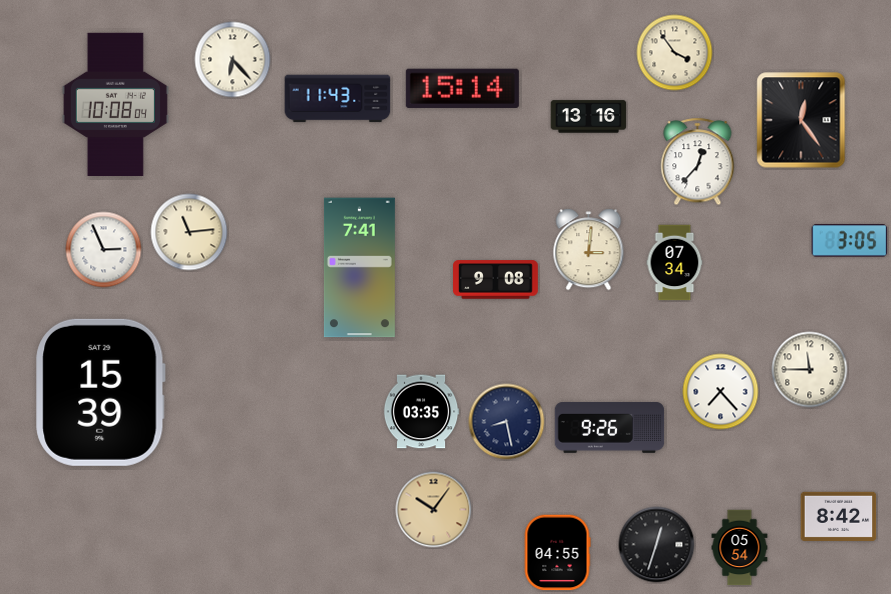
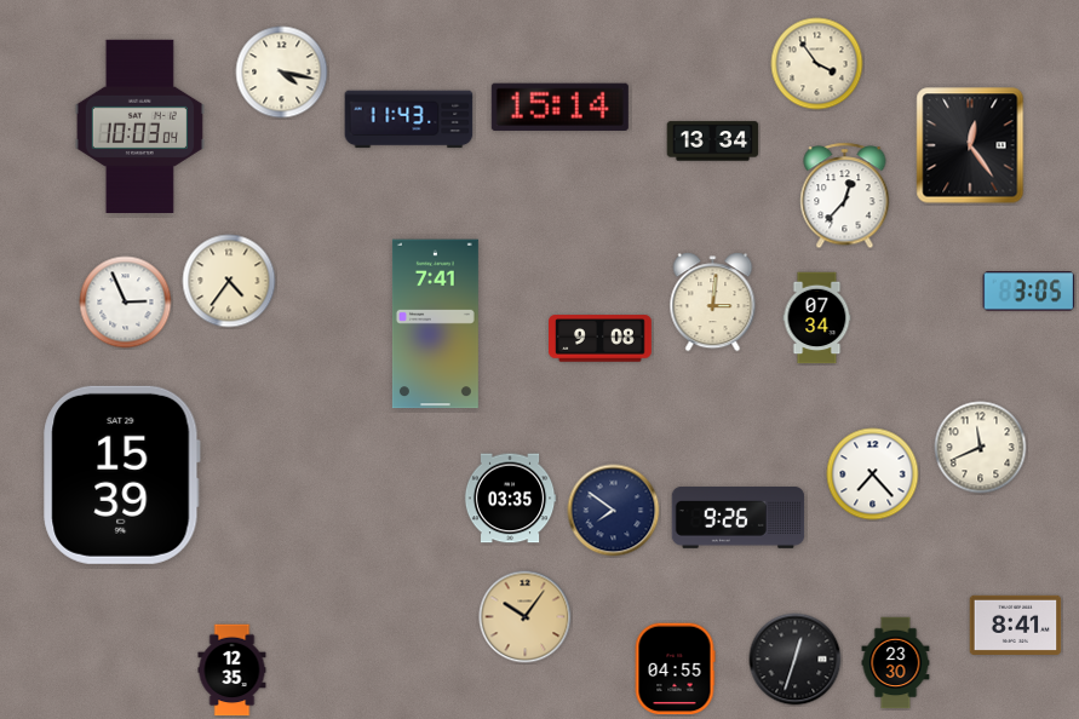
clock at (233, 60): 6:23 -> 4:17
clock at (115, 104): 10:08 -> 10:03
clock at (589, 117): 13:16 -> 13:34
clock at (189, 232): 11:14 -> 4:36
clock at (810, 370): 11:45 -> 11:41
clock at (507, 422): 8:28 -> 7:51
clock at (839, 516): 8:42 -> 8:41
clock at (740, 548): 05:54 -> 23:30
clock at (233, 671): none -> 12:35
